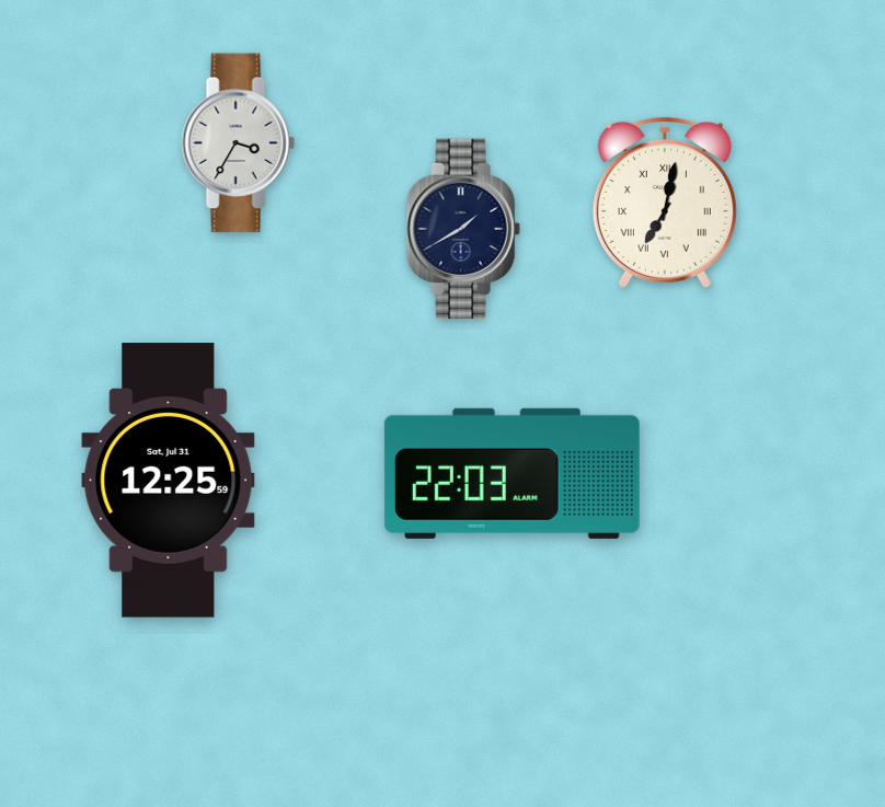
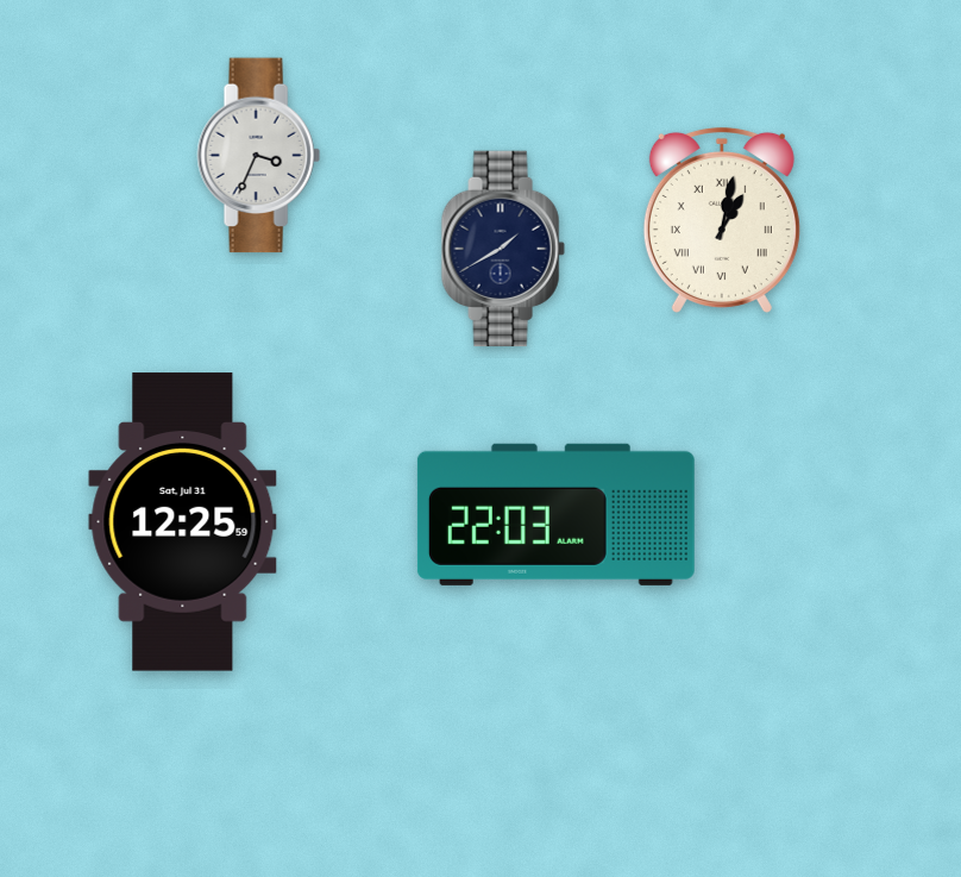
clock at (238, 143): 3:35 -> 3:34
clock at (665, 203): 7:02 -> 1:02
